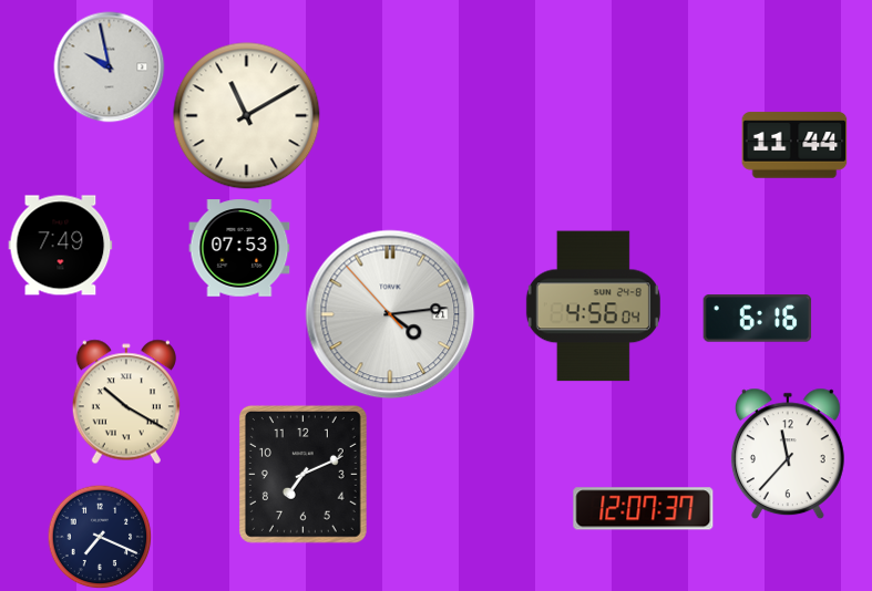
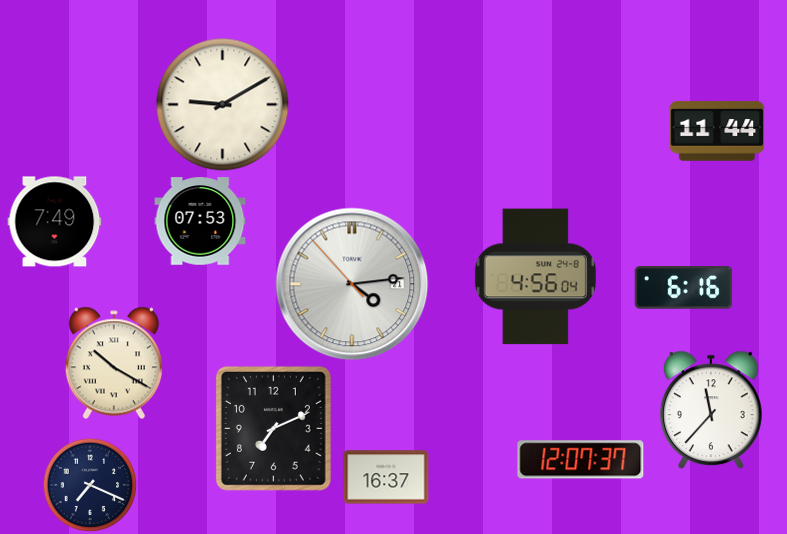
clock at (110, 68): 9:58 -> none
clock at (247, 116): 11:10 -> 9:10
clock at (239, 248) position: (239, 248) -> (200, 221)
clock at (386, 477): none -> 16:37
